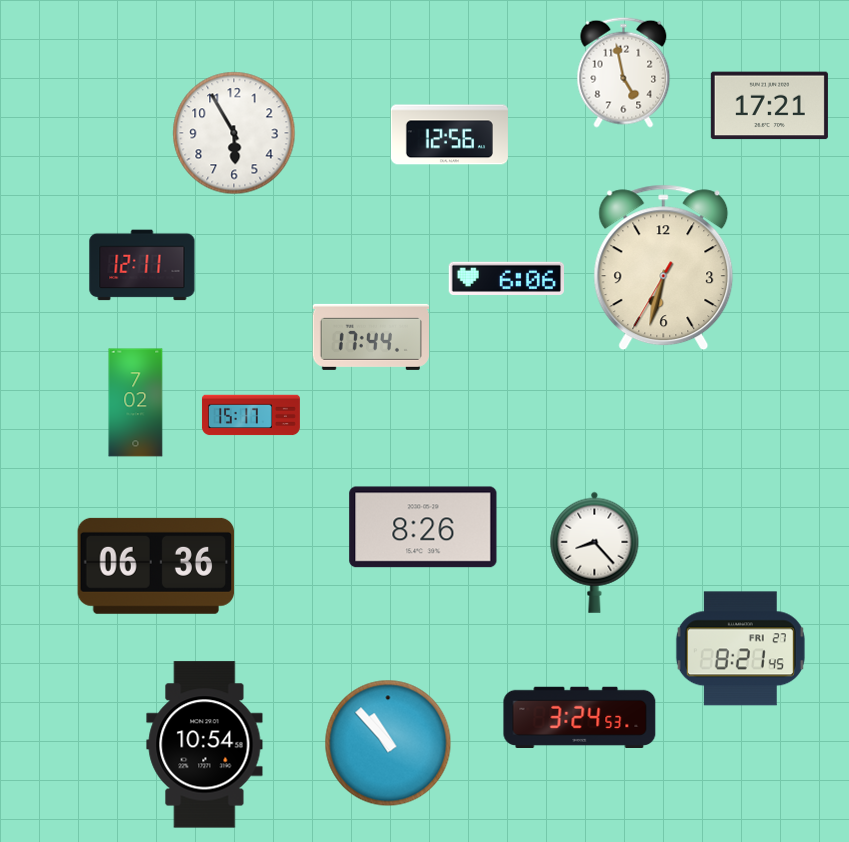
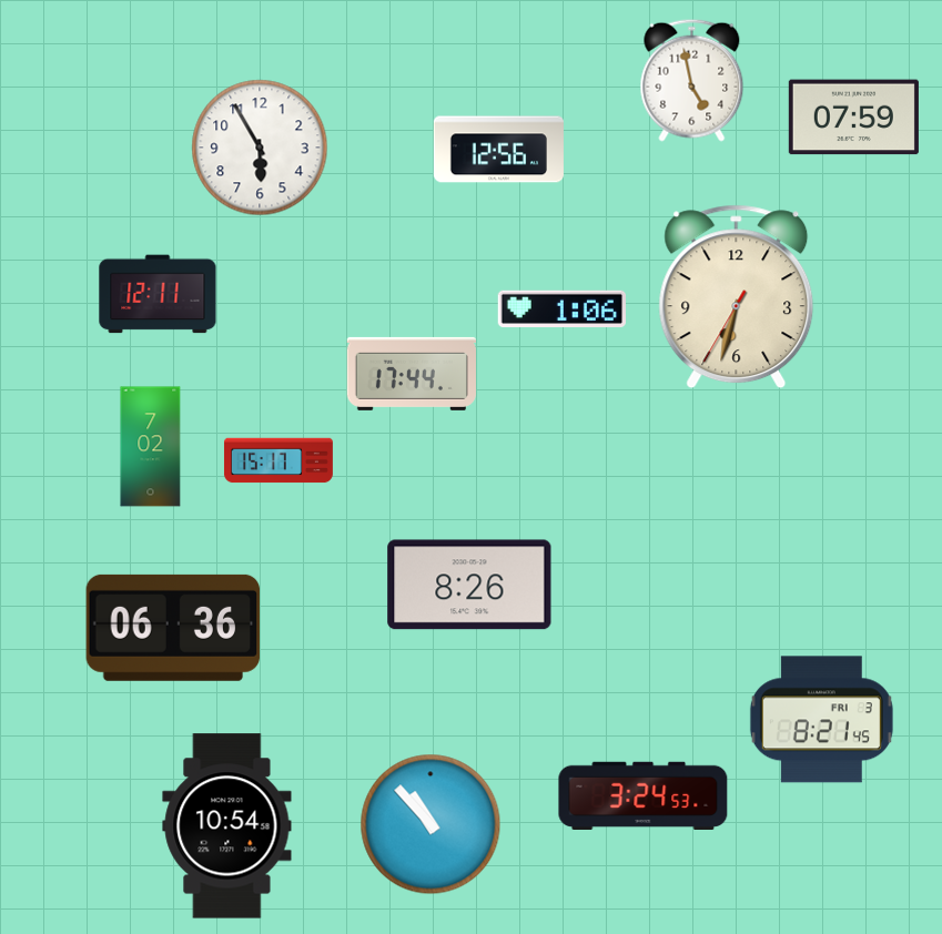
clock at (769, 106): 17:21 -> 07:59
clock at (506, 278): 6:06 -> 1:06
clock at (595, 552): 8:23 -> none
clock at (740, 649) date: FRI 27 -> FRI 3
